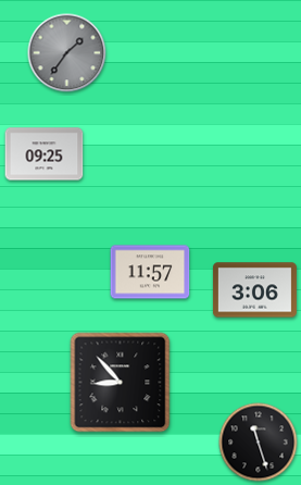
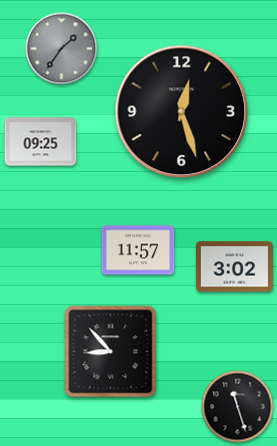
clock at (182, 112): none -> 12:27
clock at (254, 290): 3:06 -> 3:02
